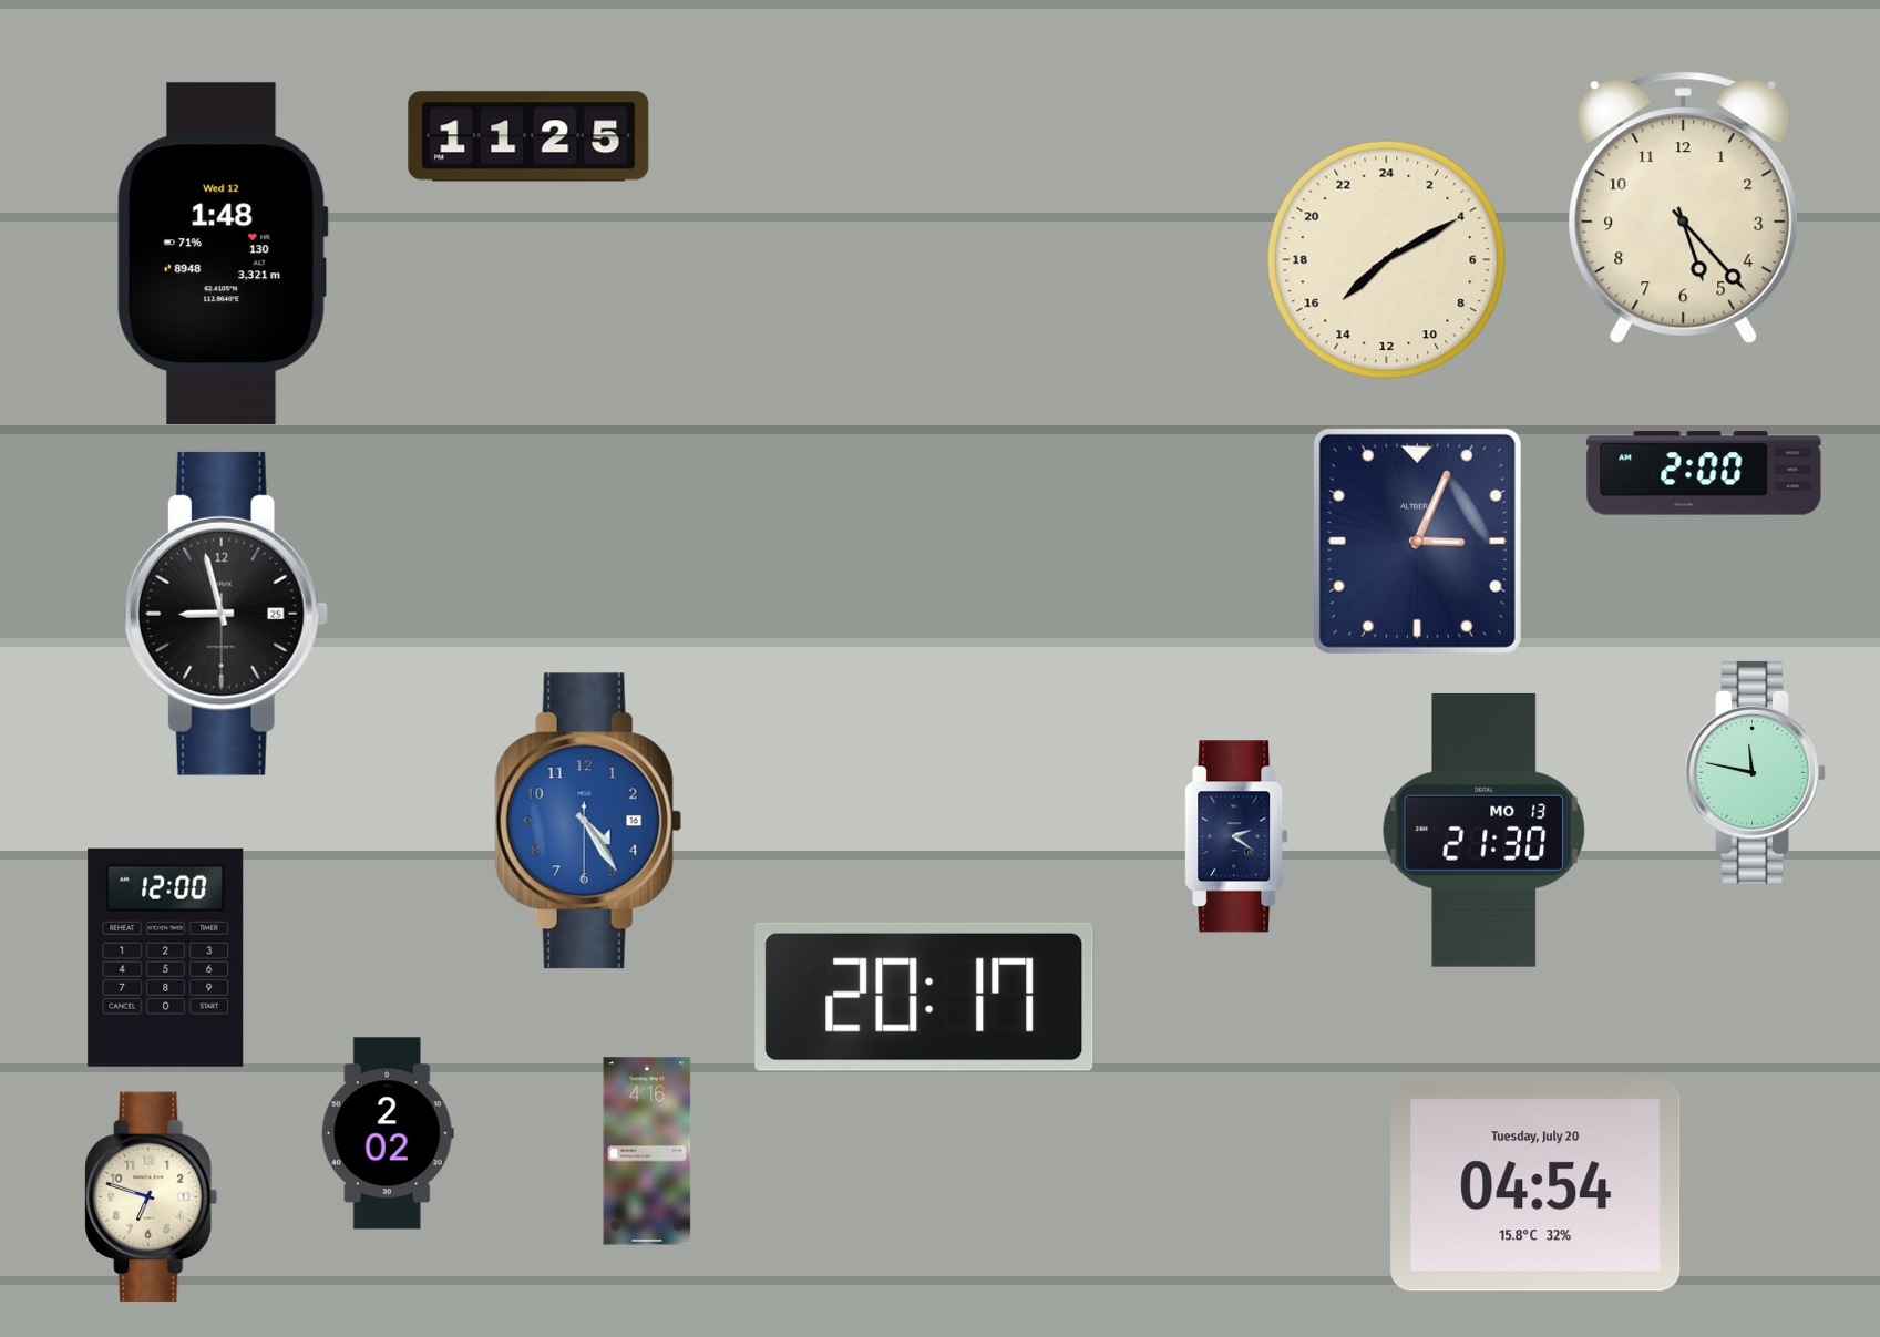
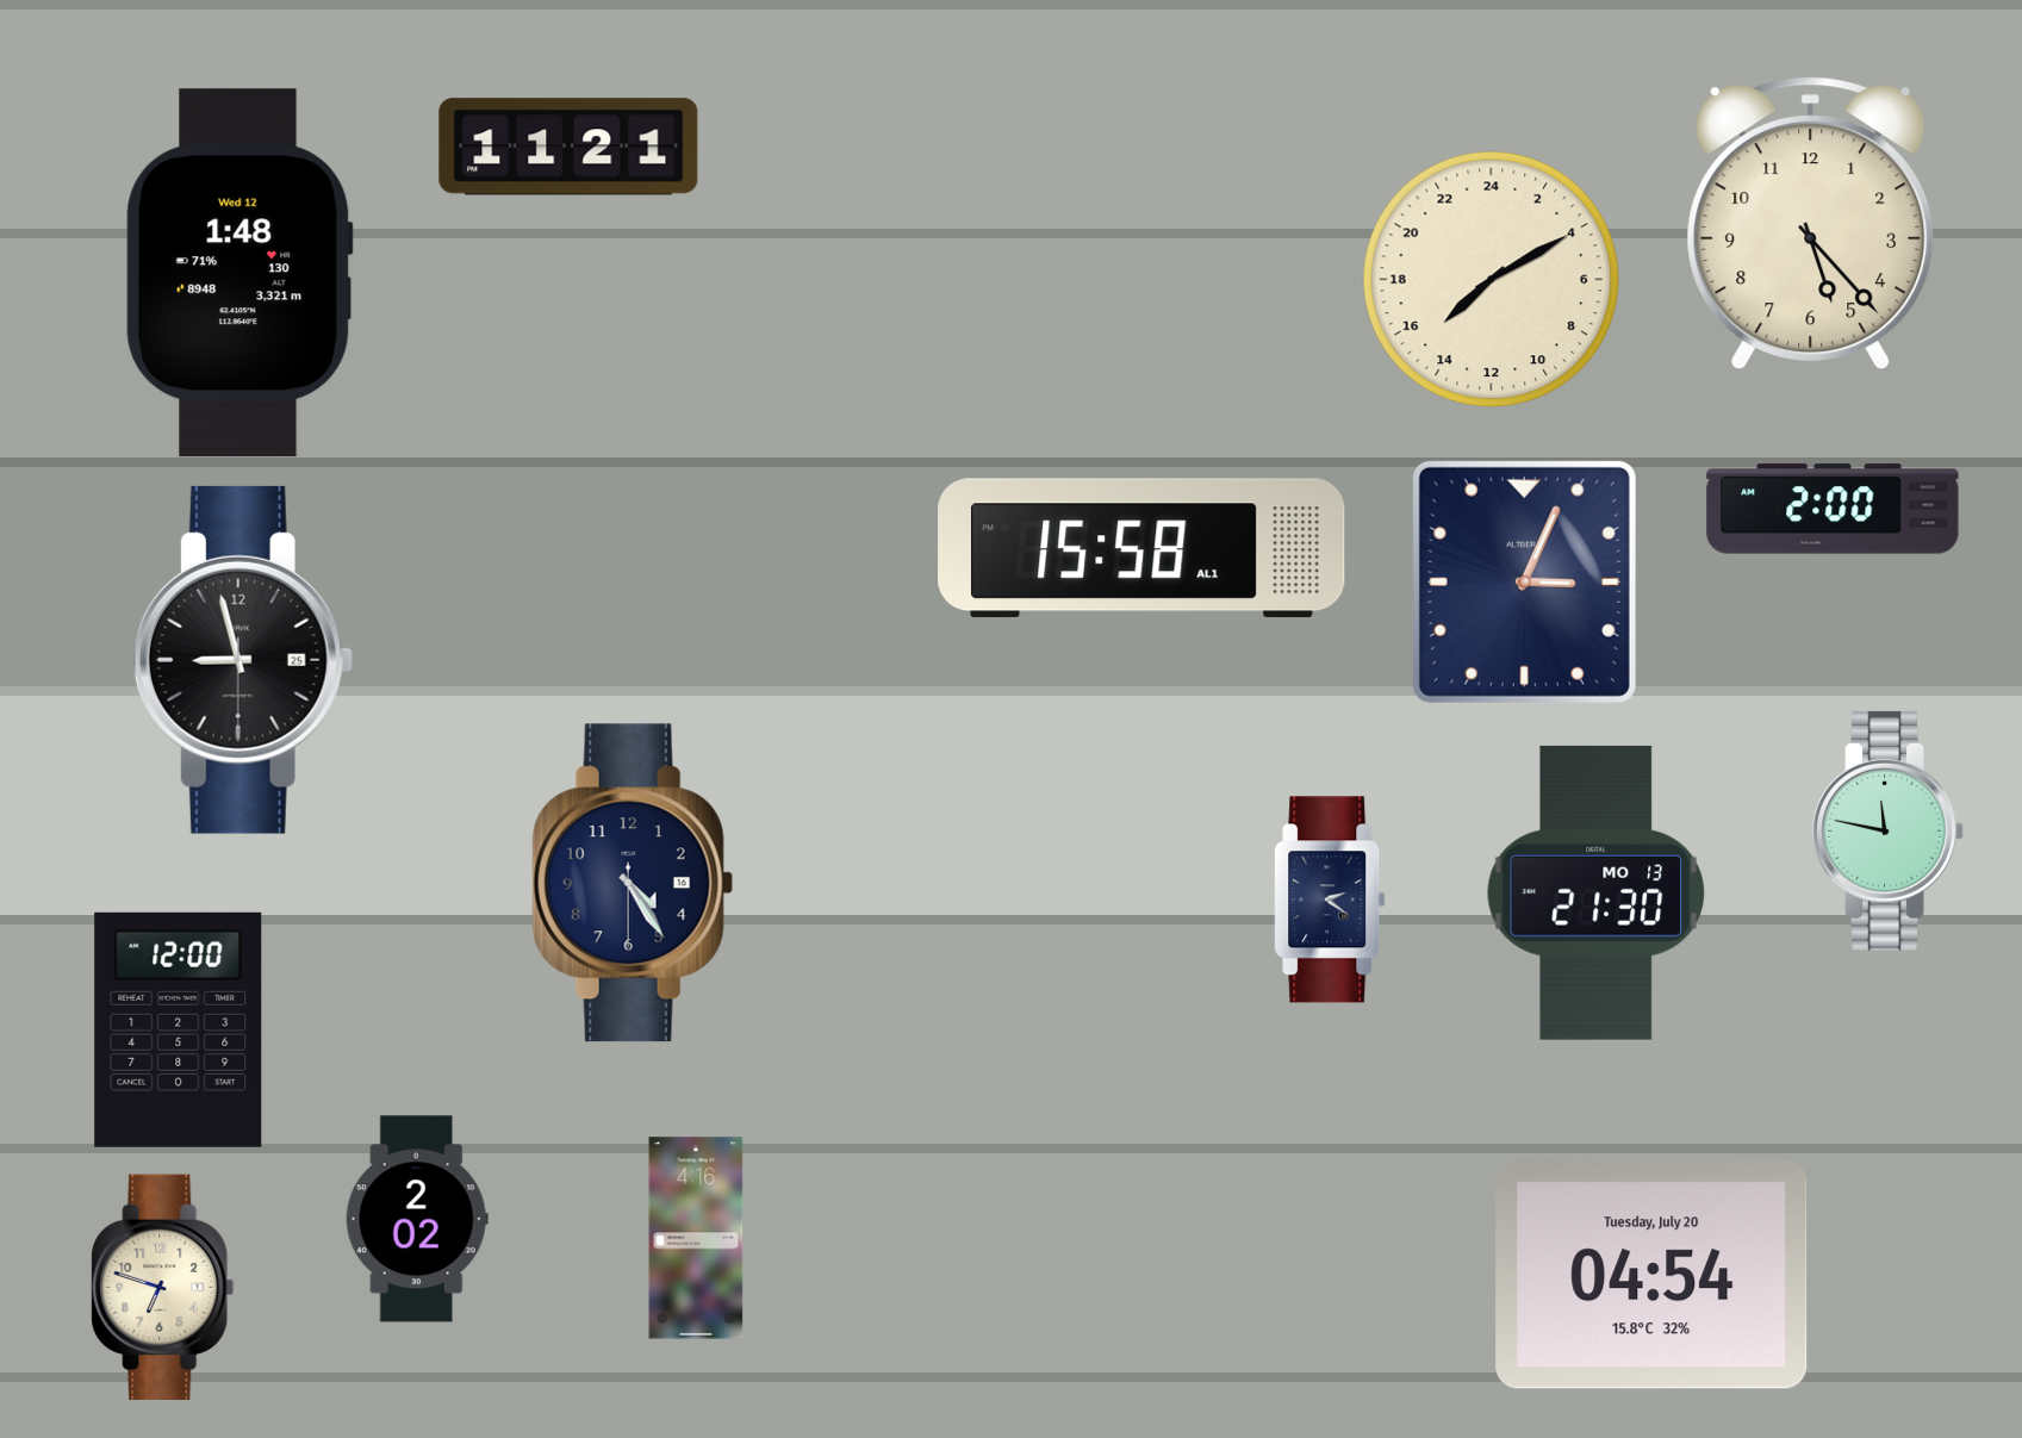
clock at (528, 136): 11:25 -> 11:21
clock at (1141, 548): none -> 15:58
clock at (588, 821) dial: blue -> navy
clock at (924, 997): 20:17 -> none
